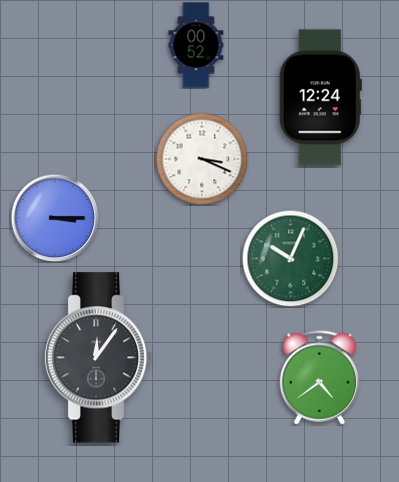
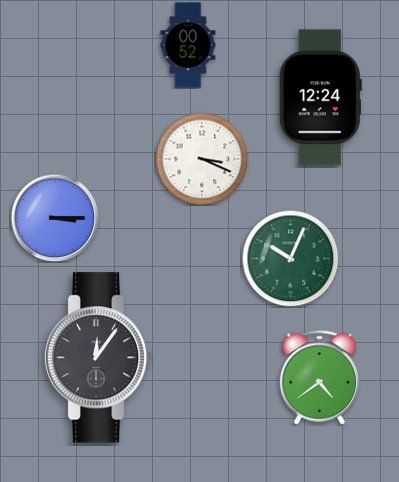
clock at (196, 45) position: (196, 45) -> (188, 45)
